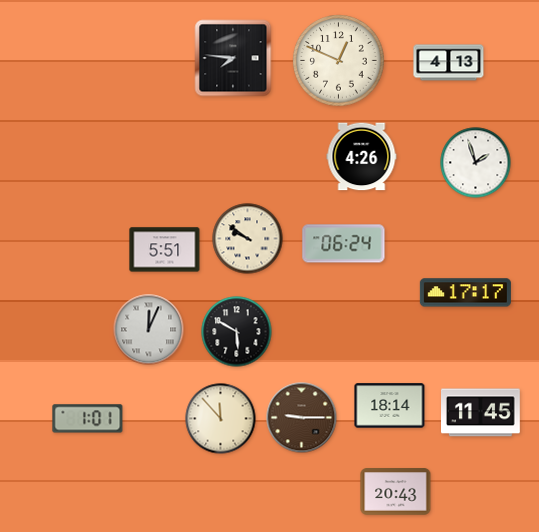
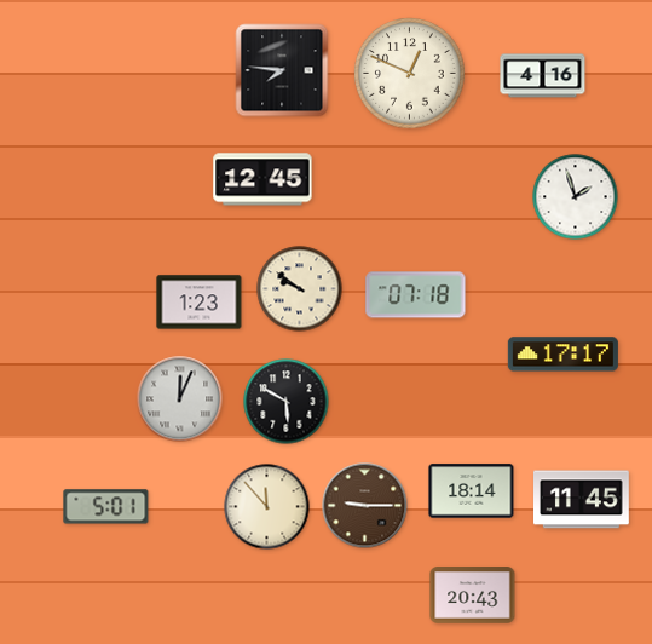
clock at (449, 63): 4:13 -> 4:16
clock at (262, 179): none -> 12:45
clock at (362, 157): 4:26 -> none
clock at (344, 244): 06:24 -> 07:18
clock at (165, 250): 5:51 -> 1:23
clock at (88, 419): 1:01 -> 5:01
clock at (396, 492) position: (396, 492) -> (473, 596)
